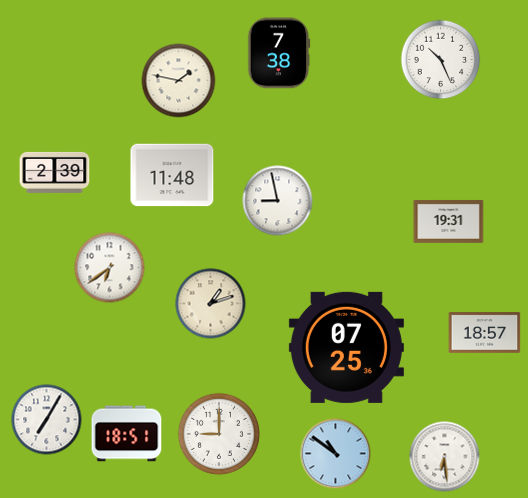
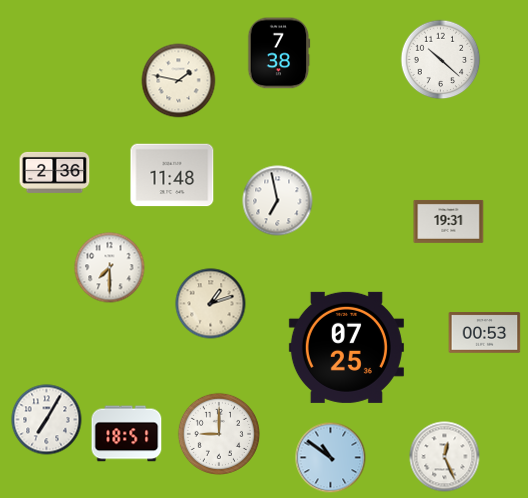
clock at (441, 60): 10:26 -> 10:22
clock at (55, 172): 2:39 -> 2:36
clock at (278, 201): 8:58 -> 6:58
clock at (110, 268): 6:39 -> 7:30
clock at (485, 333): 18:57 -> 00:53
clock at (336, 454) position: (336, 454) -> (331, 458)
clock at (445, 457): 6:29 -> 12:26
